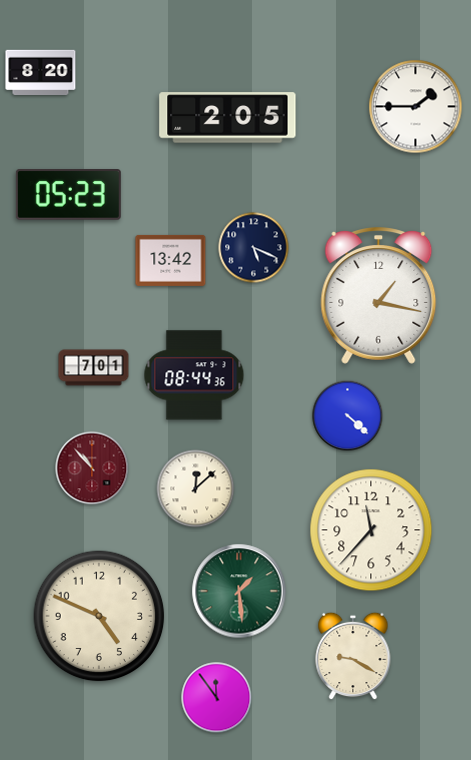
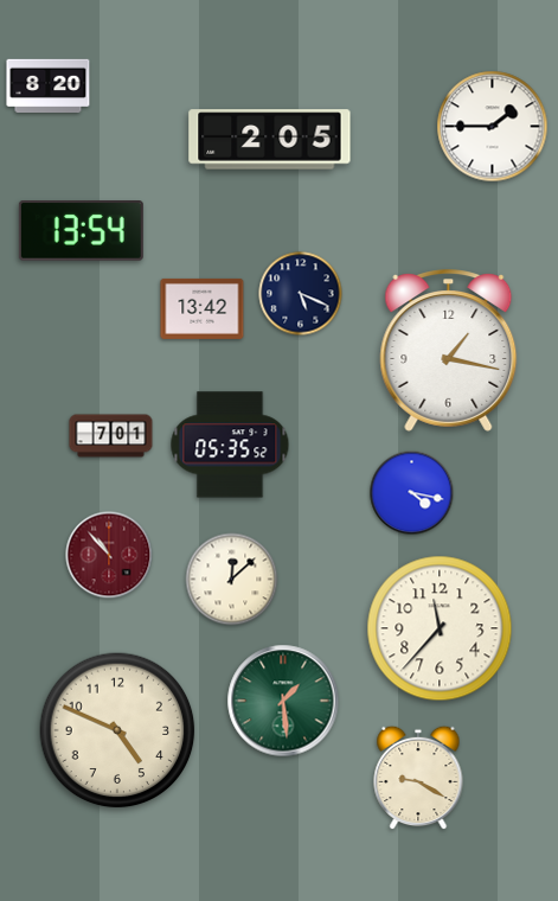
clock at (68, 195): 05:23 -> 13:54
clock at (194, 375): 08:44 -> 05:35
clock at (348, 416): 4:22 -> 4:17
clock at (217, 698): 11:54 -> none
